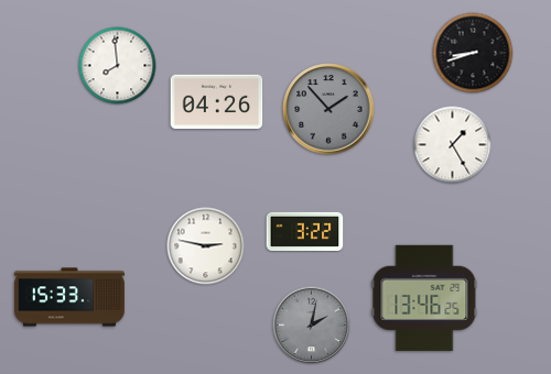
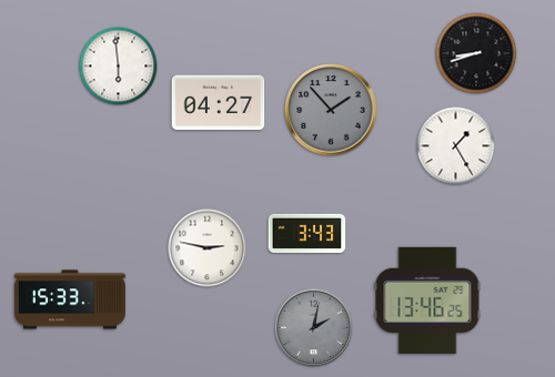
clock at (118, 66): 7:59 -> 5:59
clock at (217, 102): 04:26 -> 04:27
clock at (305, 231): 3:22 -> 3:43
